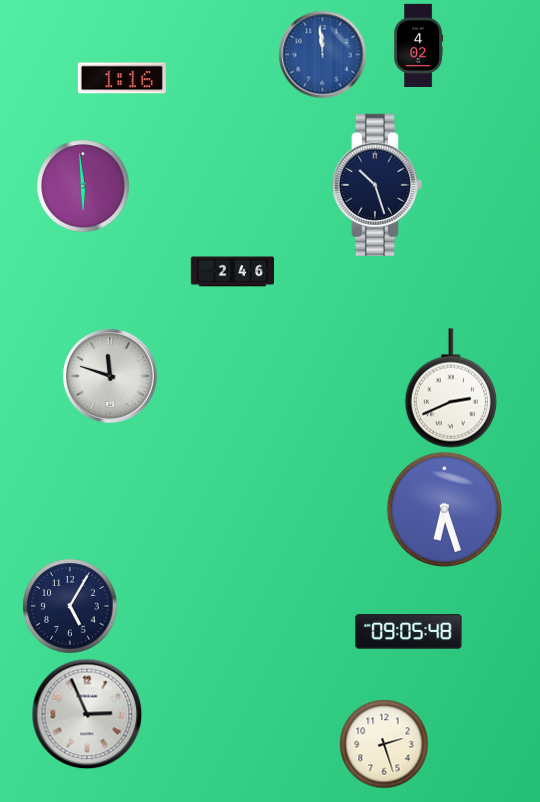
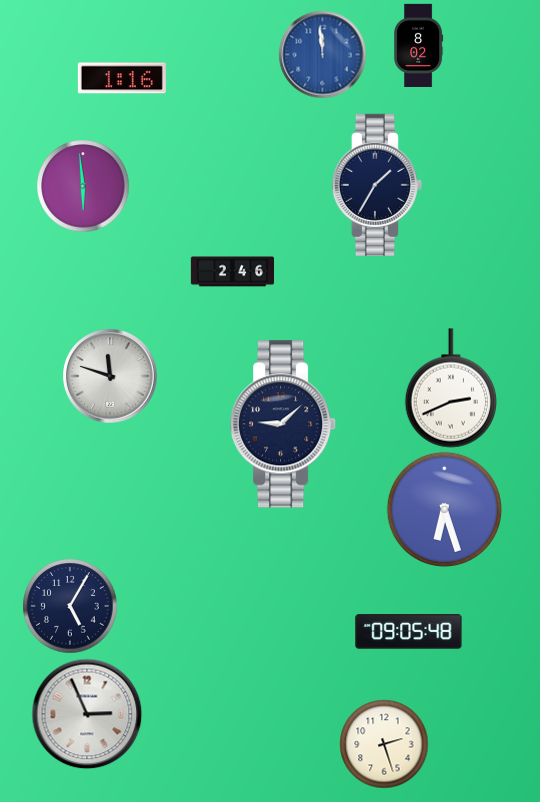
clock at (419, 45): 4:02 -> 8:02
clock at (377, 185): 10:27 -> 1:35
clock at (283, 424): none -> 9:08
